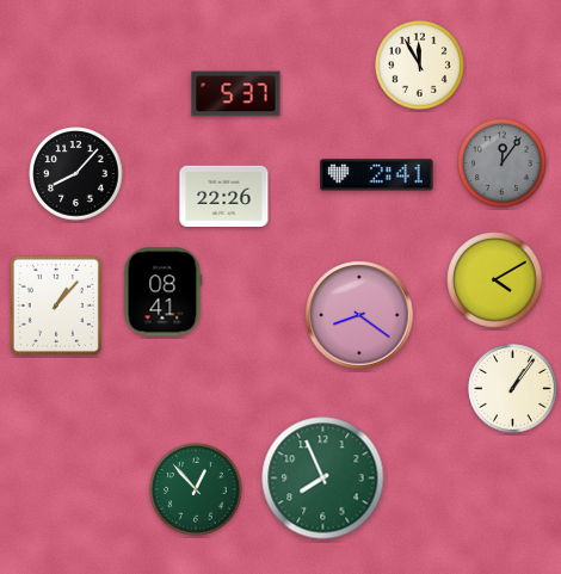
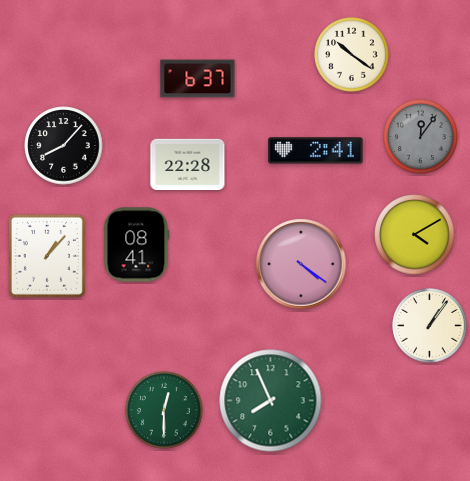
clock at (420, 66): 11:55 -> 10:21
clock at (236, 94): 5:37 -> 6:37
clock at (377, 175) position: (377, 175) -> (316, 151)
clock at (224, 196): 22:26 -> 22:28
clock at (359, 315): 8:21 -> 4:21
clock at (196, 489): 12:53 -> 12:30
